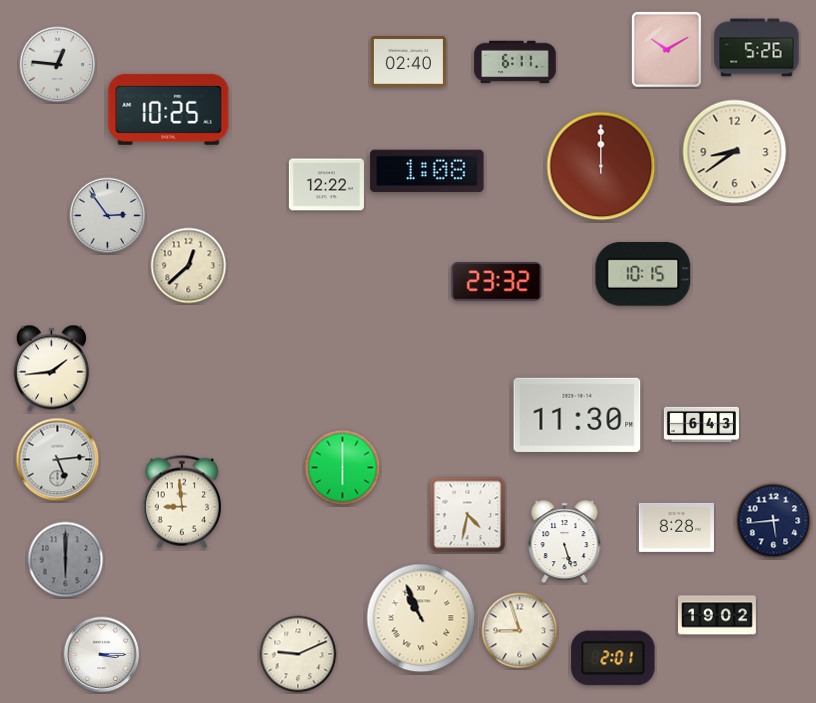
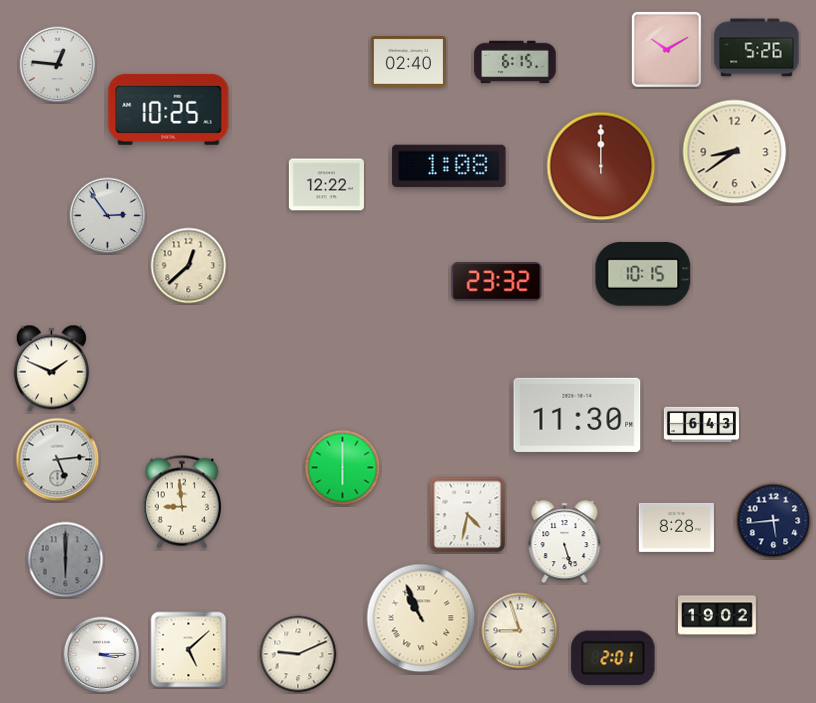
clock at (515, 62): 6:11 -> 6:15
clock at (427, 171) position: (427, 171) -> (449, 166)
clock at (51, 369): 1:44 -> 1:49
clock at (189, 650): none -> 5:08
